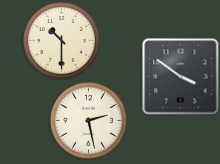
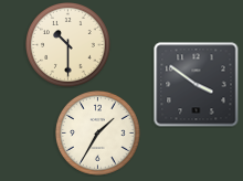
clock at (181, 77) position: (181, 77) -> (197, 85)
clock at (89, 121): 2:28 -> 1:35
